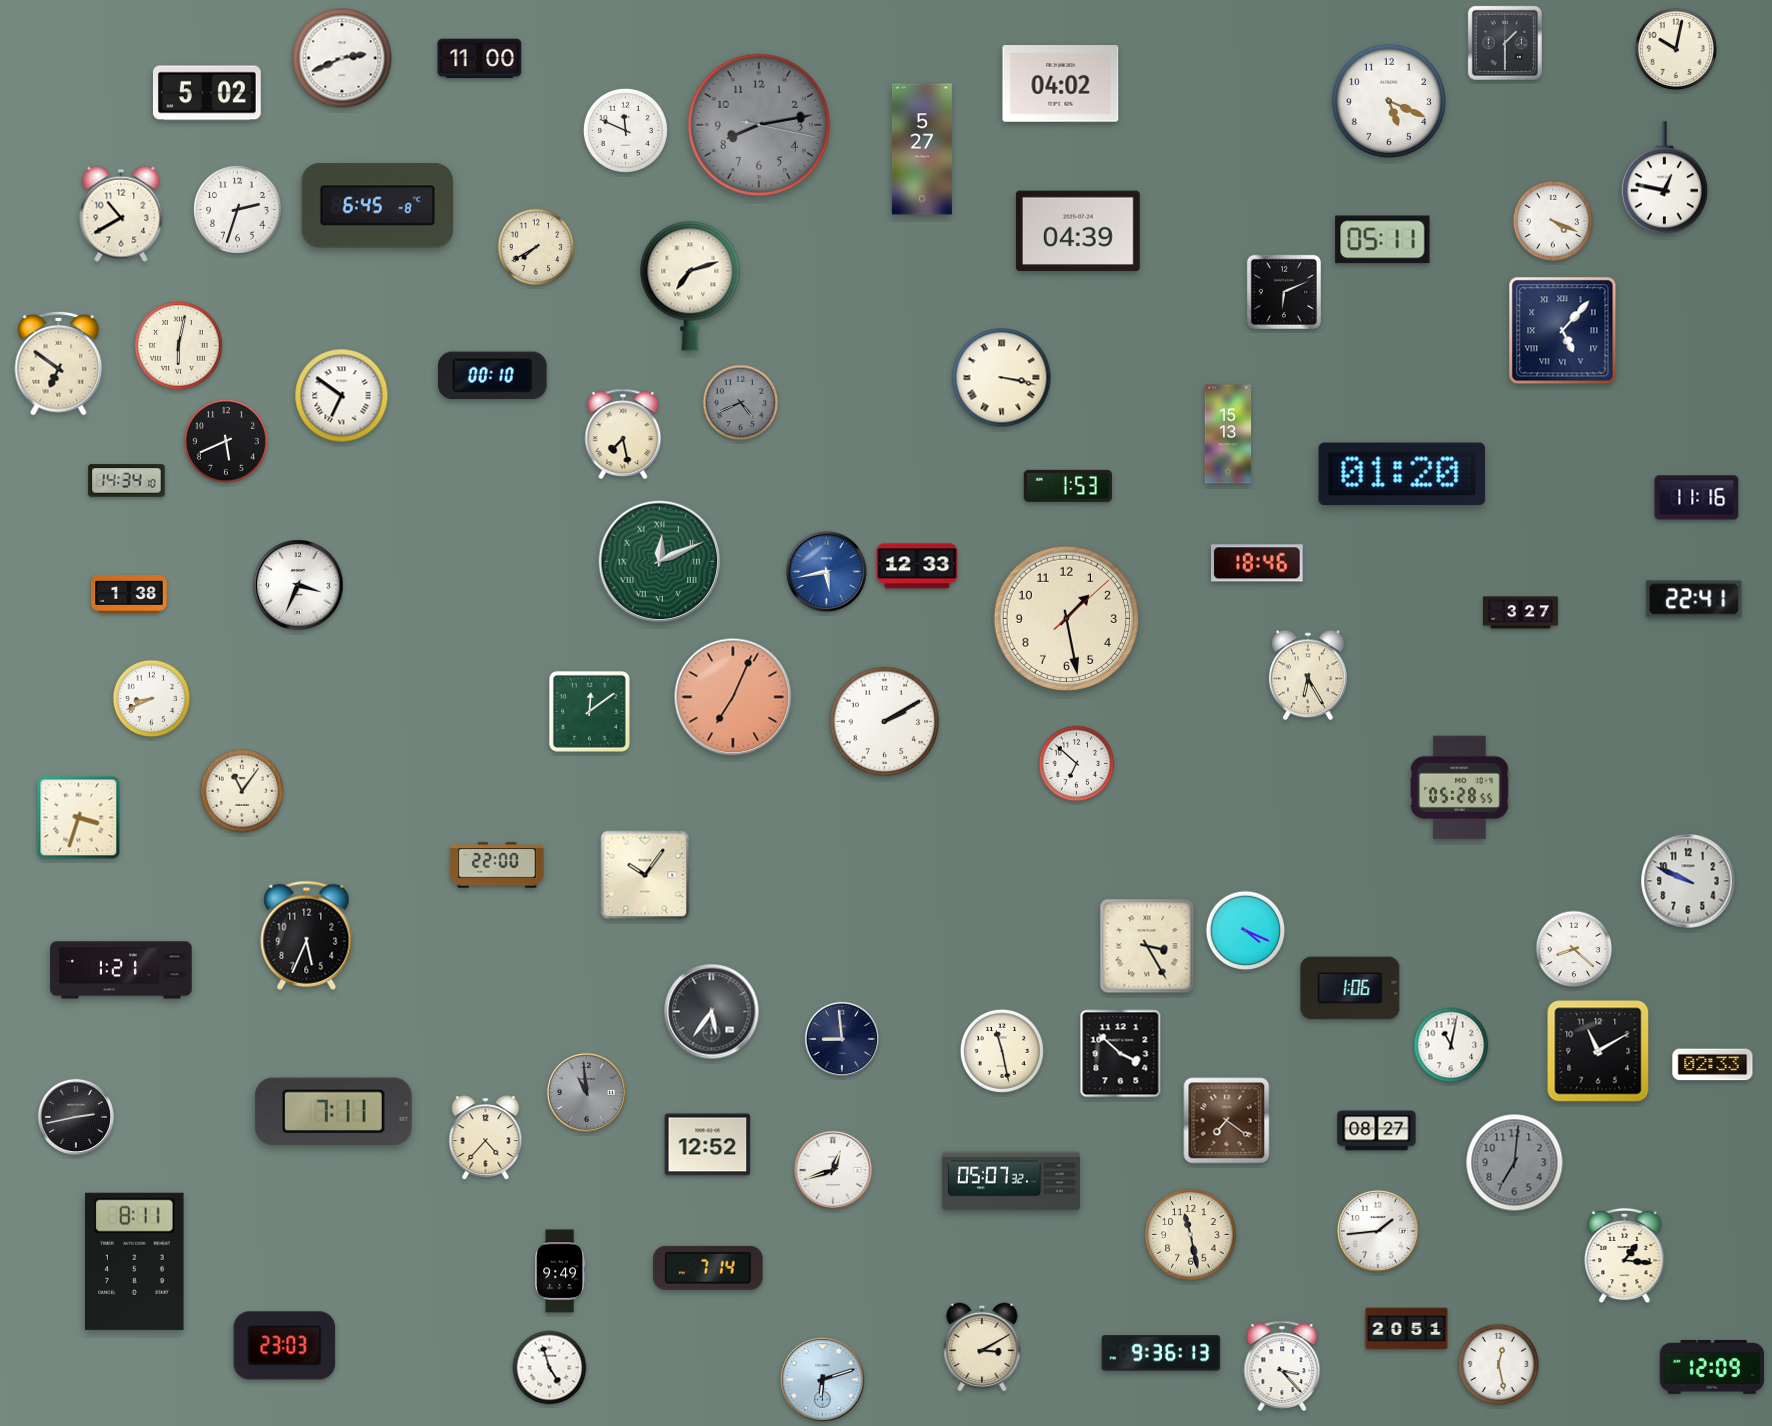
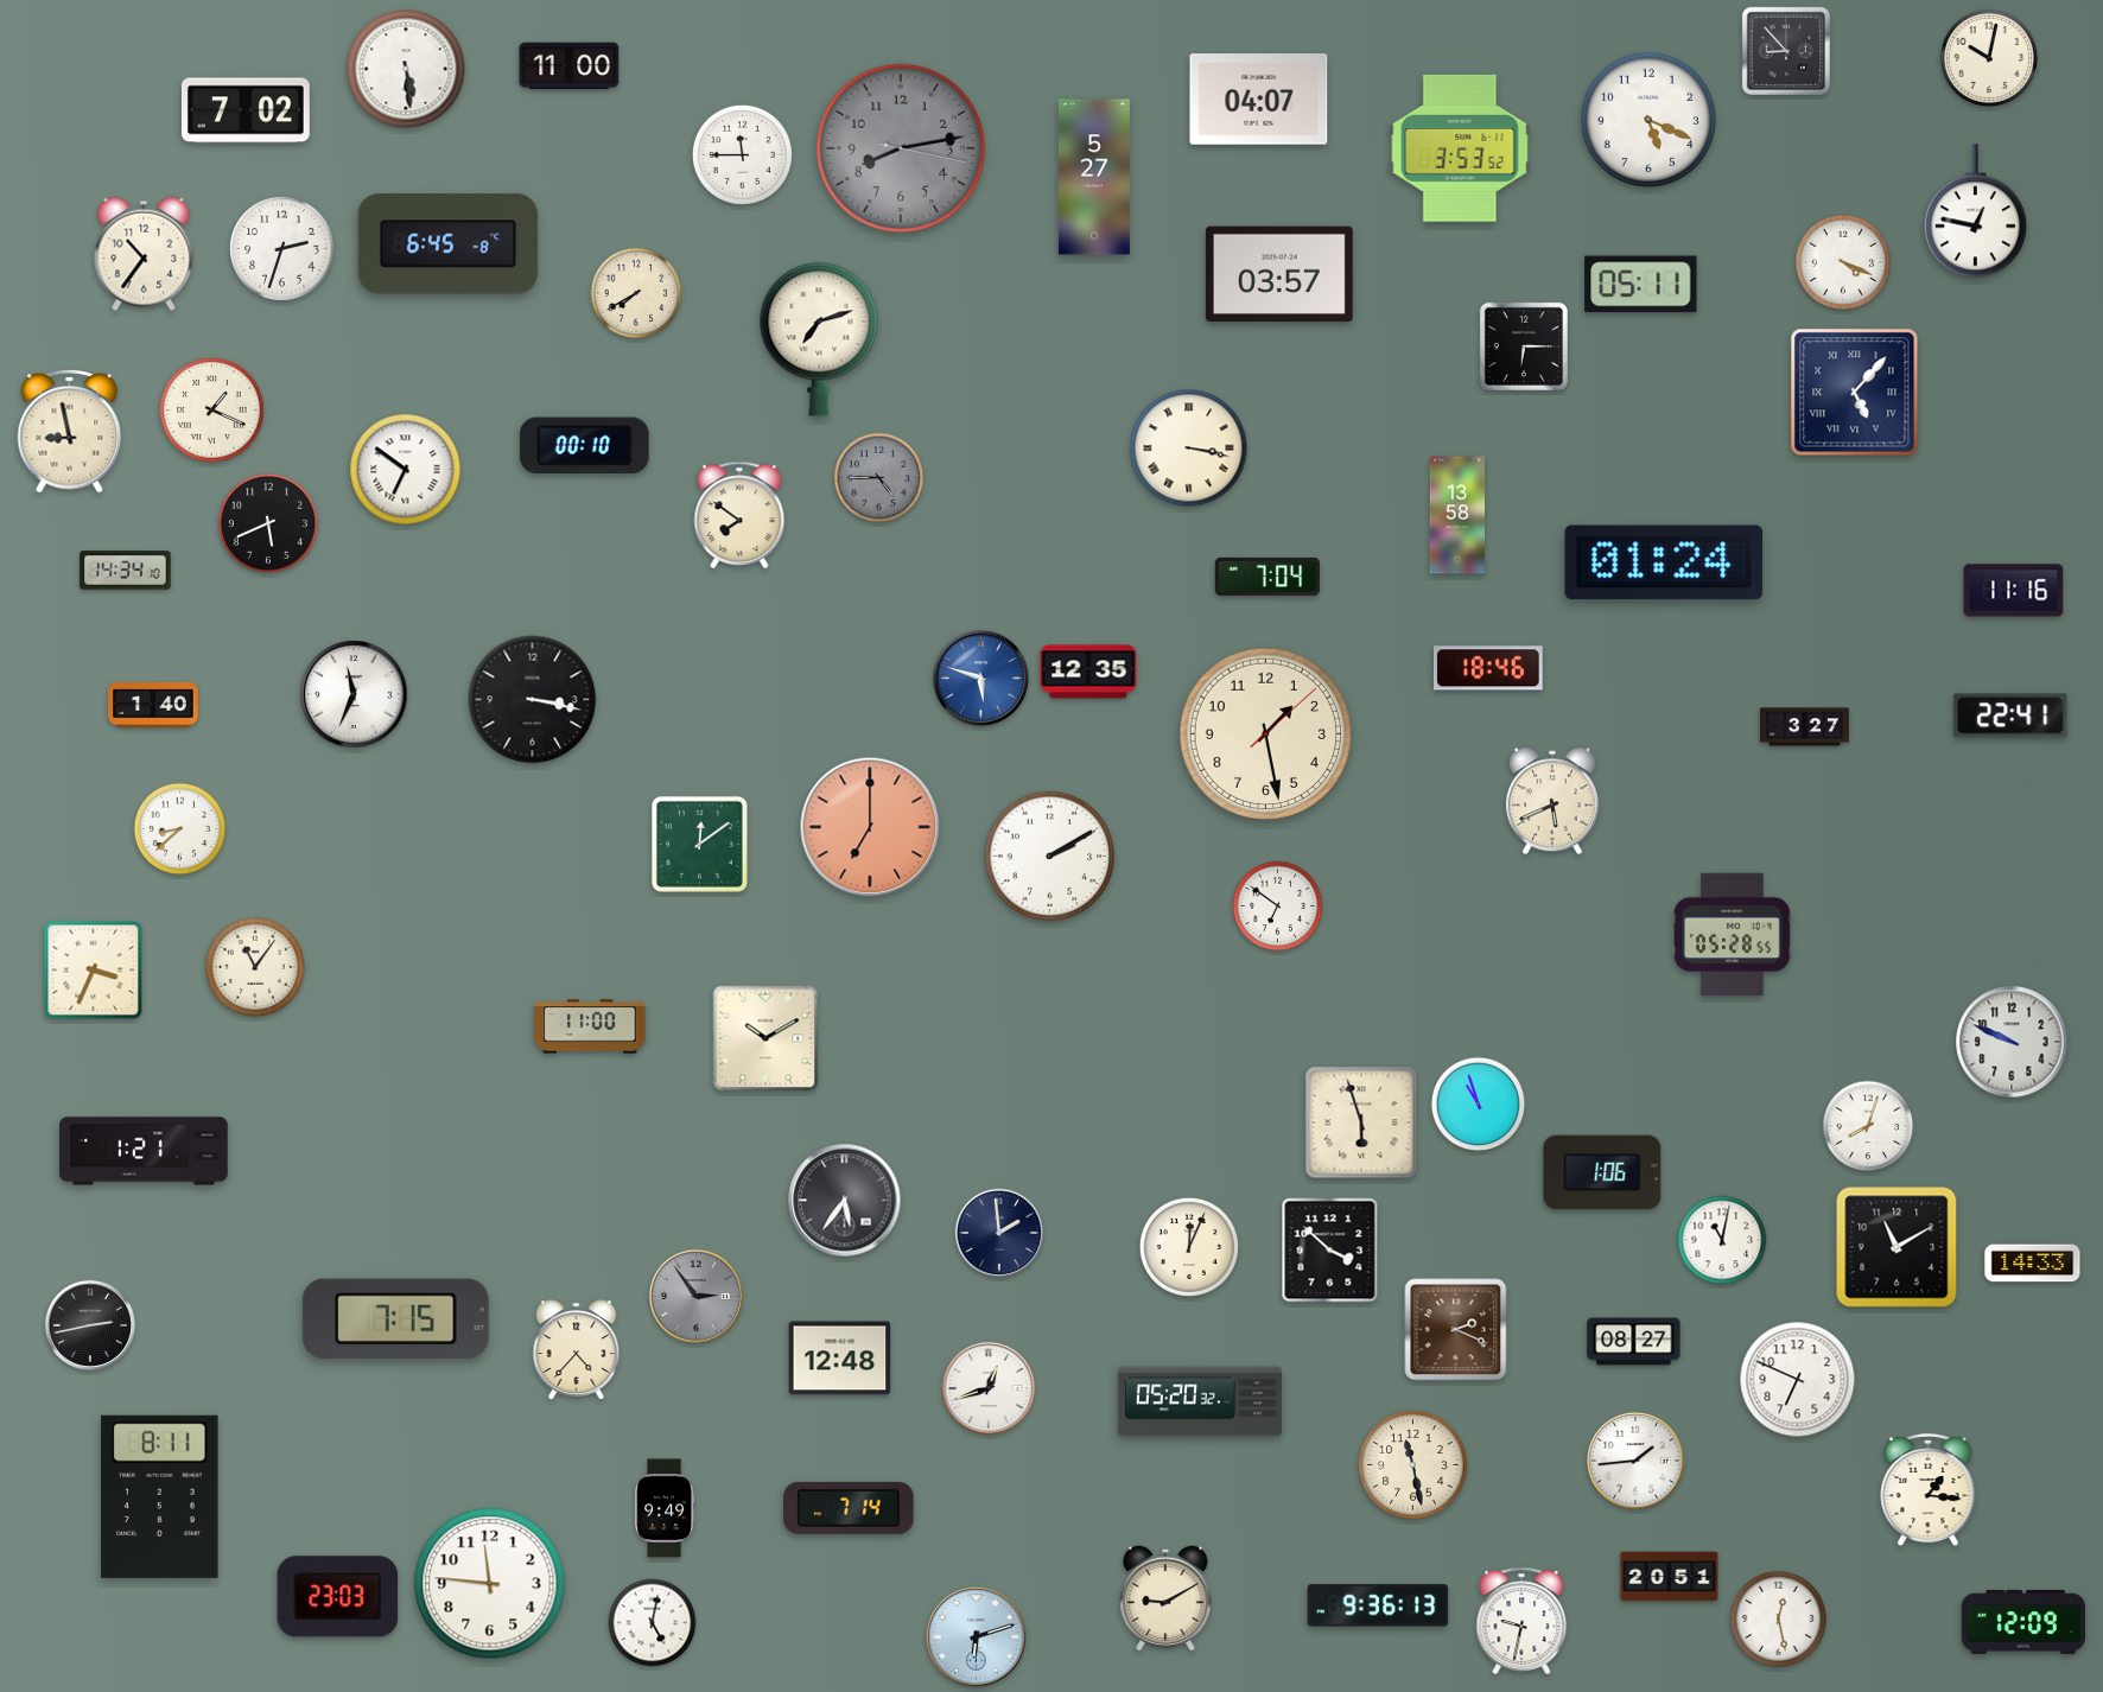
clock at (1505, 43): 1:30 -> 8:53
clock at (342, 58): 2:41 -> 5:29
clock at (480, 59) position: (480, 59) -> (570, 66)
clock at (1061, 84): 04:02 -> 04:07
clock at (207, 93): 5:02 -> 7:02
clock at (1460, 148): none -> 3:53
clock at (625, 130): 11:49 -> 11:45
clock at (121, 214): 10:40 -> 10:36
clock at (1078, 231): 04:39 -> 03:57
clock at (1284, 292): 6:11 -> 6:15
clock at (179, 346): 6:02 -> 1:19
clock at (59, 363): 6:51 -> 8:58
clock at (741, 403): 4:41 -> 4:45
clock at (623, 434): 7:28 -> 7:51
clock at (1228, 434): 15:13 -> 13:58
clock at (1402, 474): 01:20 -> 01:24
clock at (127, 481) position: (127, 481) -> (126, 571)
clock at (1068, 486): 1:53 -> 7:04
clock at (660, 562): 12:11 -> none
clock at (1257, 563) position: (1257, 563) -> (1488, 668)
clock at (917, 566): 12:33 -> 12:35
clock at (826, 571): 5:43 -> 5:48
clock at (298, 585): 3:34 -> 11:34
clock at (533, 700): none -> 3:17
clock at (129, 595): 1:38 -> 1:40
clock at (1694, 599) position: (1694, 599) -> (2010, 715)
clock at (1308, 675): 6:25 -> 5:41
clock at (733, 697): 7:04 -> 7:00
clock at (152, 699): 8:41 -> 8:38
clock at (1077, 764): 6:52 -> 6:51
clock at (242, 791) position: (242, 791) -> (255, 967)
clock at (79, 818): 3:33 -> 3:34
clock at (497, 865): 22:00 -> 11:00
clock at (645, 875): 10:06 -> 10:10
clock at (1688, 881) position: (1688, 881) -> (2012, 1042)
clock at (1246, 931): 4:19 -> 10:57
clock at (307, 935): 5:34 -> none
clock at (1147, 946): 3:25 -> 5:57
clock at (1574, 949): 8:22 -> 8:03
clock at (841, 1038): 8:59 -> 1:59
clock at (1002, 1051): 11:28 -> 12:04
clock at (1713, 1065): 02:33 -> 14:33
clock at (586, 1092): 10:59 -> 2:54
clock at (333, 1112): 7:11 -> 7:15
clock at (1227, 1121): 7:21 -> 2:19
clock at (708, 1145): 12:52 -> 12:48
clock at (1515, 1163): 7:01 -> 6:49
clock at (1515, 1163) dial: grey -> white
clock at (1011, 1181): 05:07 -> 05:20
clock at (708, 1268) position: (708, 1268) -> (849, 1508)
clock at (490, 1584): none -> 11:46
clock at (982, 1347): 3:10 -> 9:10
clock at (1282, 1366): 3:23 -> 9:32
clock at (1711, 1367) position: (1711, 1367) -> (2022, 1622)
clock at (550, 1368): 4:57 -> 5:02
